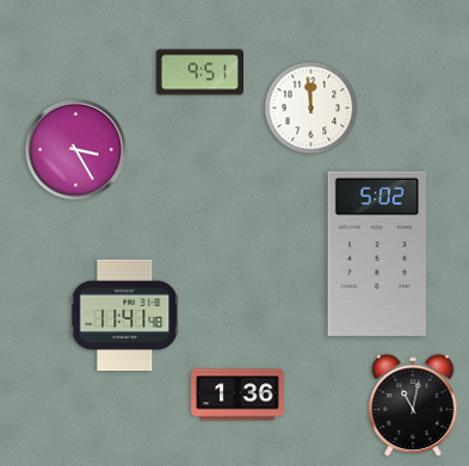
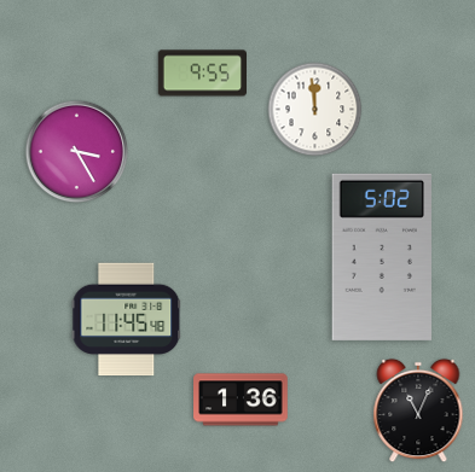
clock at (199, 73): 9:51 -> 9:55
clock at (125, 316): 11:41 -> 11:45
clock at (413, 405): 11:02 -> 11:04
